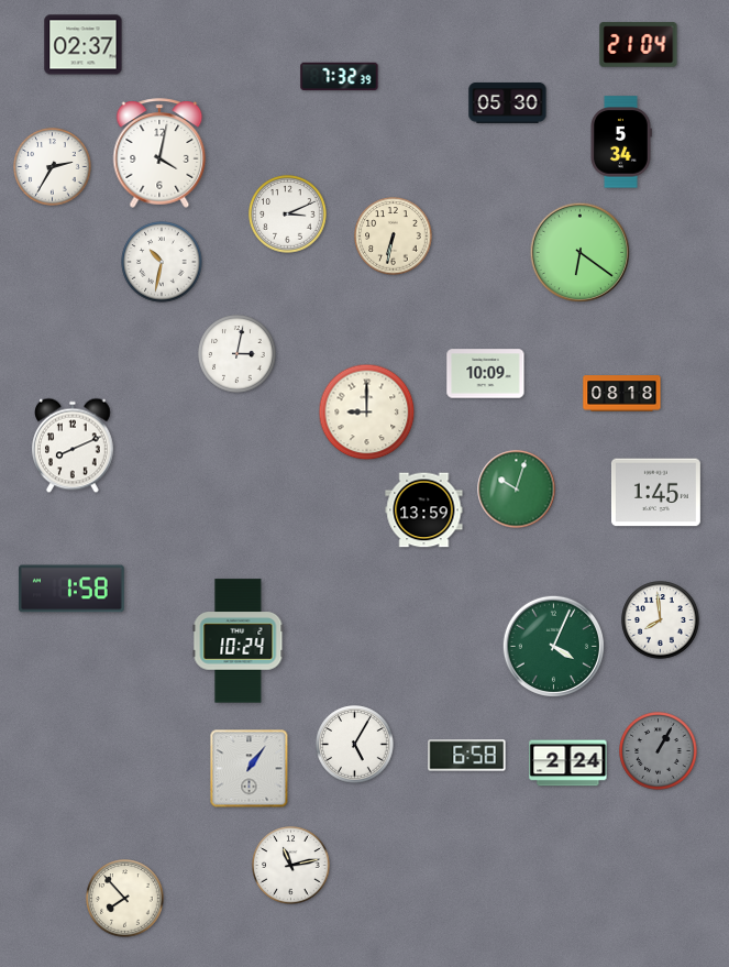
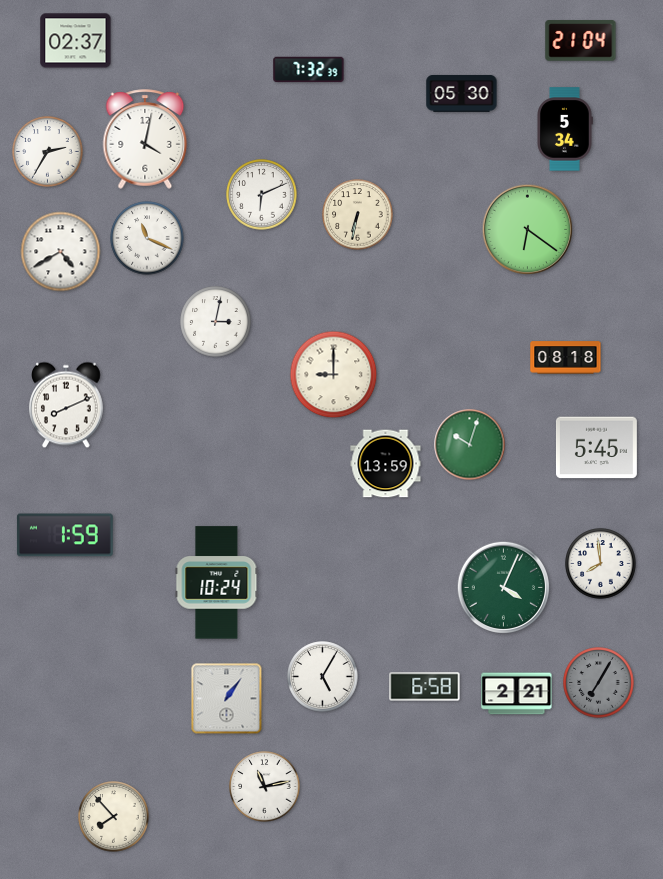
clock at (288, 215): 3:11 -> 6:11
clock at (162, 262): 10:32 -> 11:19
clock at (61, 252): none -> 4:40
clock at (486, 374): 10:09 -> none
clock at (655, 493): 1:45 -> 5:45
clock at (71, 589): 1:58 -> 1:59
clock at (659, 751): 1:05 -> 7:05
clock at (568, 763): 2:24 -> 2:21
